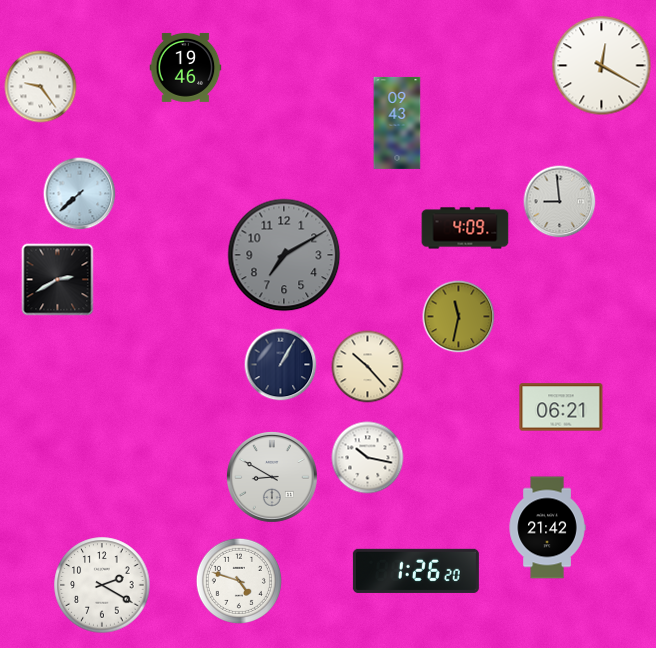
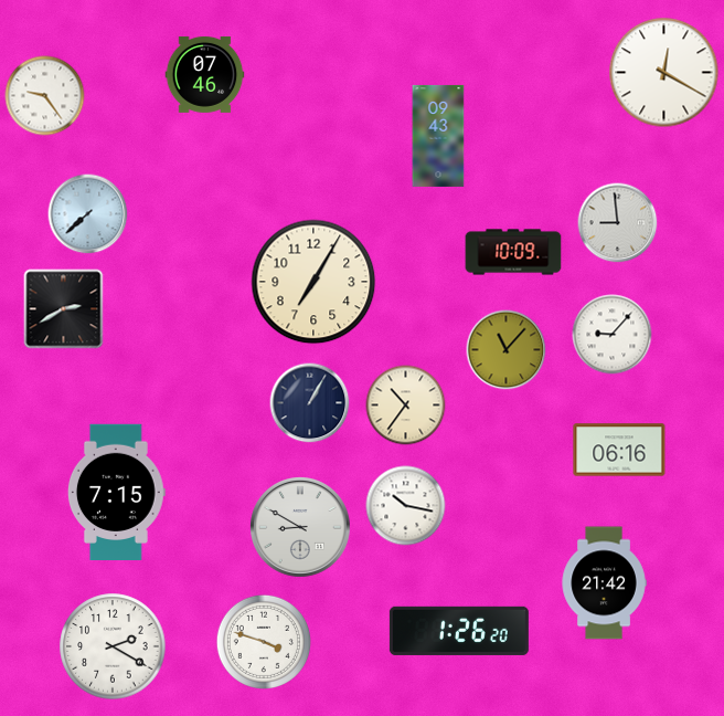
clock at (186, 67): 19:46 -> 07:46
clock at (465, 228): 4:09 -> 10:09
clock at (284, 255): 7:10 -> 7:05
clock at (284, 255) dial: grey -> cream
clock at (613, 335): none -> 9:07
clock at (459, 317): 11:32 -> 11:07
clock at (368, 367): 10:23 -> 10:36
clock at (561, 407): 06:21 -> 06:16
clock at (116, 493): none -> 7:15
clock at (239, 581): 4:48 -> 3:48
